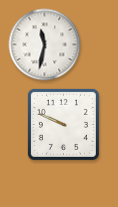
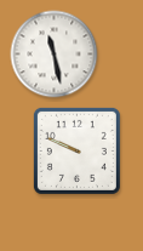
clock at (45, 45): 11:32 -> 11:28
